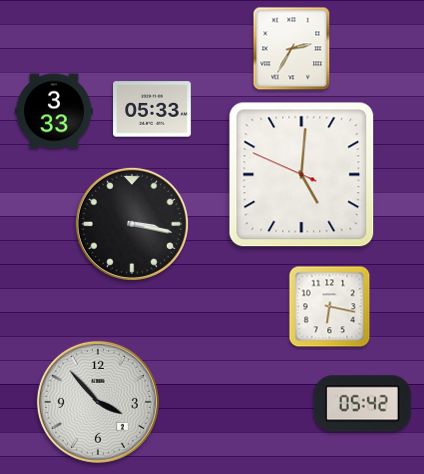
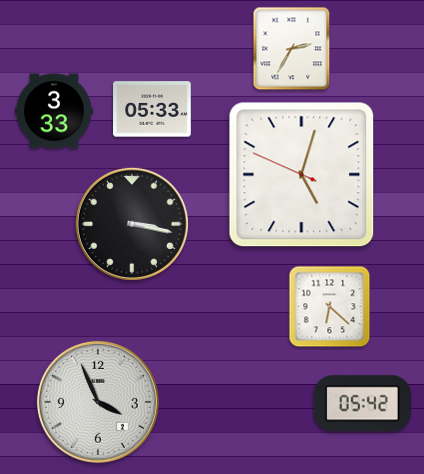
clock at (302, 175): 5:00 -> 5:02
clock at (330, 307): 6:17 -> 6:22
clock at (98, 402): 3:53 -> 3:56
